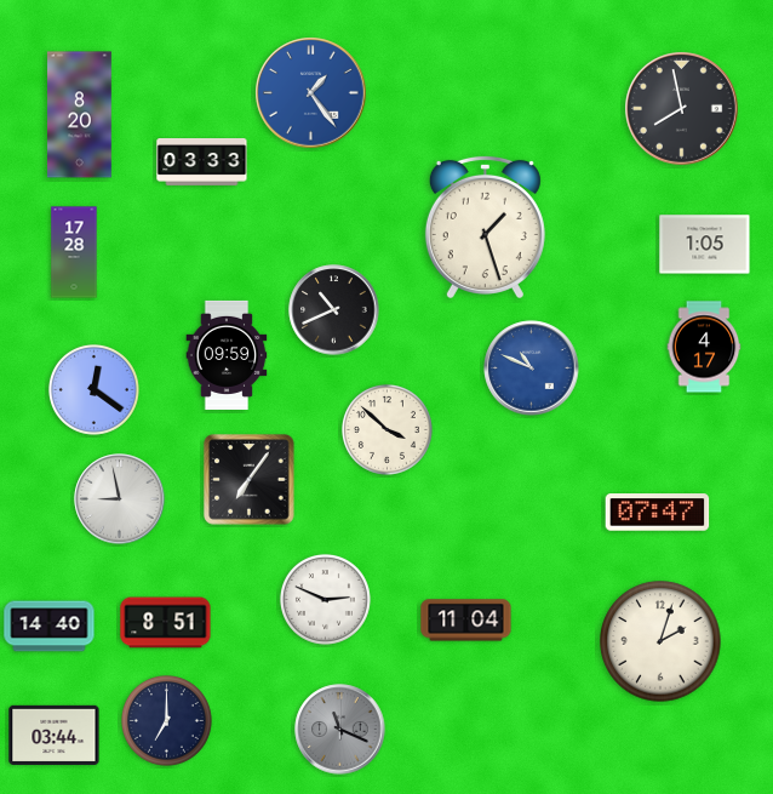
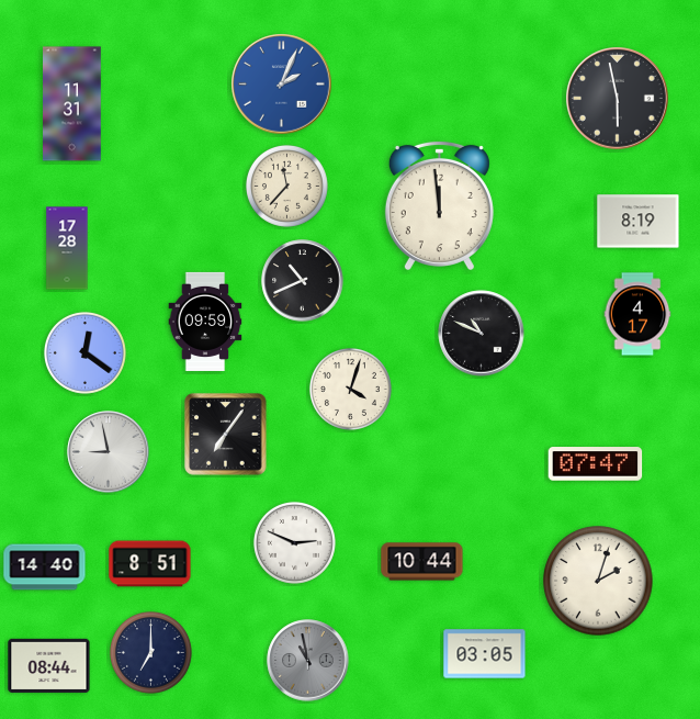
clock at (311, 93): 1:24 -> 2:04
clock at (682, 109): 7:58 -> 5:58
clock at (80, 115): 8:20 -> 11:31
clock at (202, 162): 03:33 -> none
clock at (286, 186): none -> 11:37
clock at (485, 227): 1:27 -> 11:59
clock at (705, 245): 1:05 -> 8:19
clock at (74, 252) position: (74, 252) -> (67, 248)
clock at (532, 369) dial: blue -> black
clock at (386, 429): 3:52 -> 4:03
clock at (466, 621): 11:04 -> 10:44
clock at (485, 654): none -> 03:05
clock at (340, 730): 11:19 -> 10:58
clock at (55, 735): 03:44 -> 08:44
